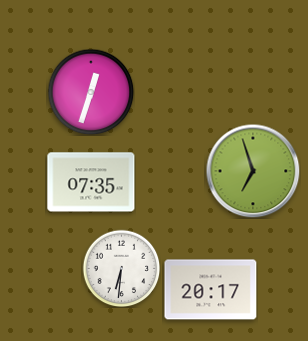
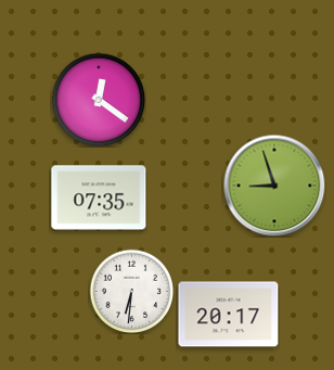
clock at (91, 92): 12:33 -> 12:21
clock at (253, 171): 6:57 -> 8:57
